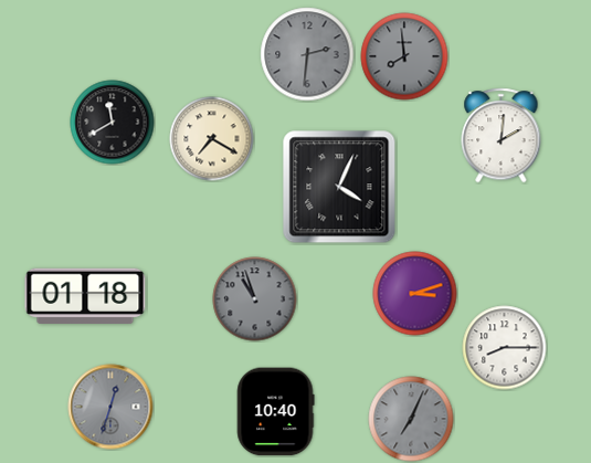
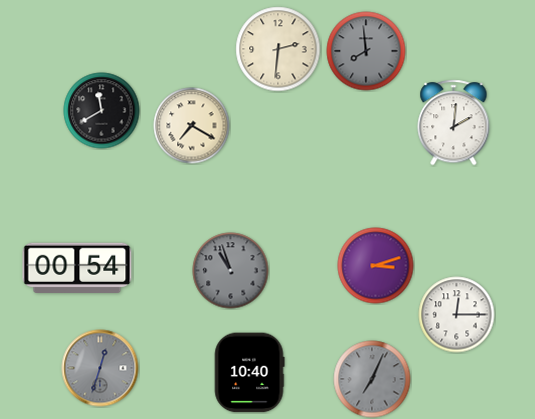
clock at (307, 54) dial: grey -> cream
clock at (339, 187): 4:04 -> none
clock at (85, 295): 01:18 -> 00:54
clock at (505, 348): 8:15 -> 12:15
